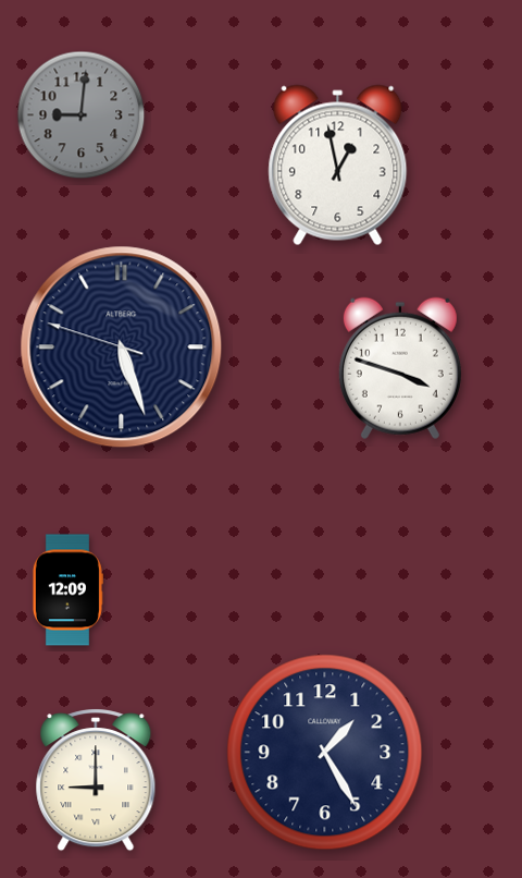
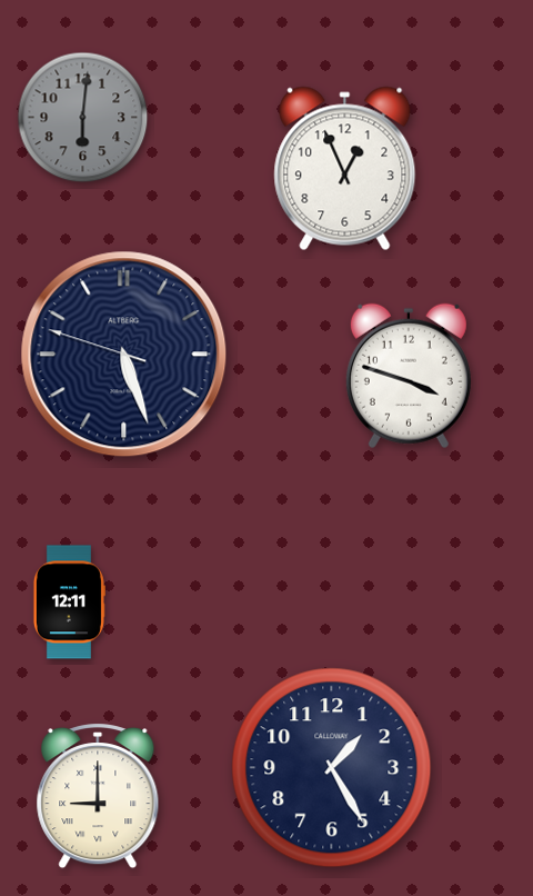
clock at (82, 115): 9:01 -> 6:01
clock at (338, 166): 12:58 -> 12:56
clock at (67, 590): 12:09 -> 12:11
